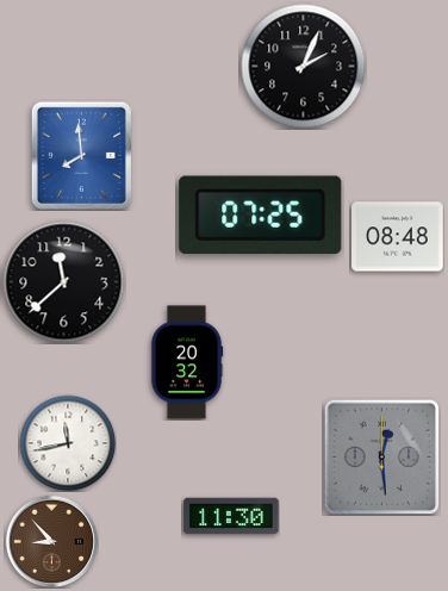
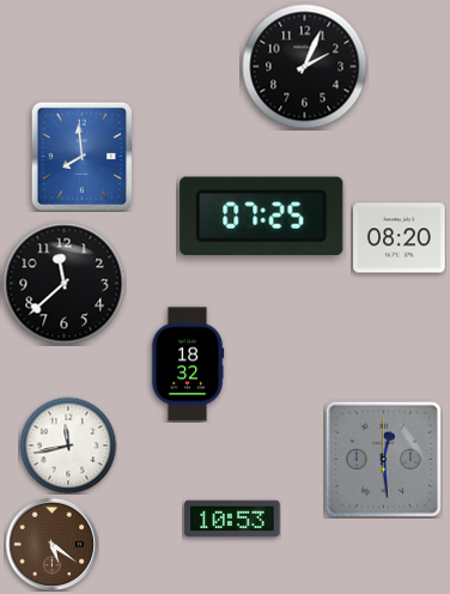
clock at (398, 237): 08:48 -> 08:20
clock at (187, 362): 20:32 -> 18:32
clock at (231, 516): 11:30 -> 10:53
clock at (51, 541): 8:53 -> 5:21
